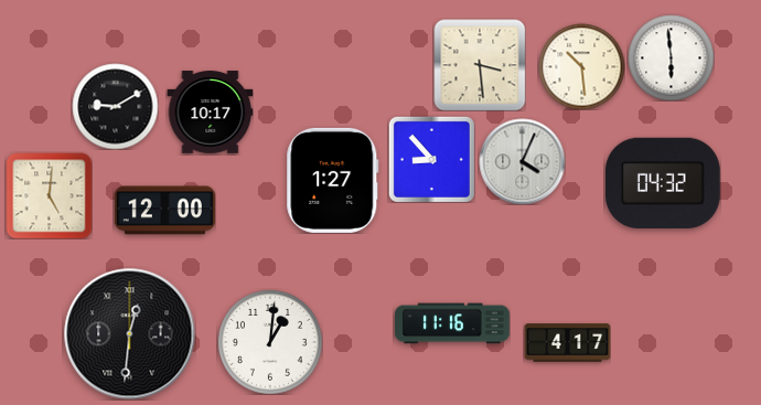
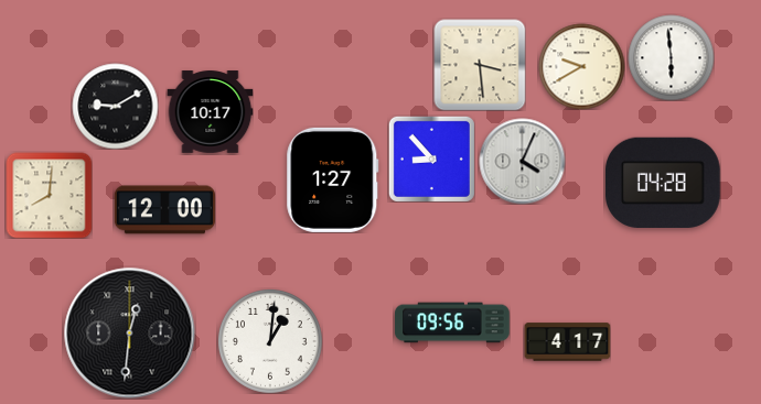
clock at (581, 66): 10:29 -> 9:40
clock at (664, 183): 04:32 -> 04:28
clock at (49, 195): 5:01 -> 8:01
clock at (452, 323): 11:16 -> 09:56
